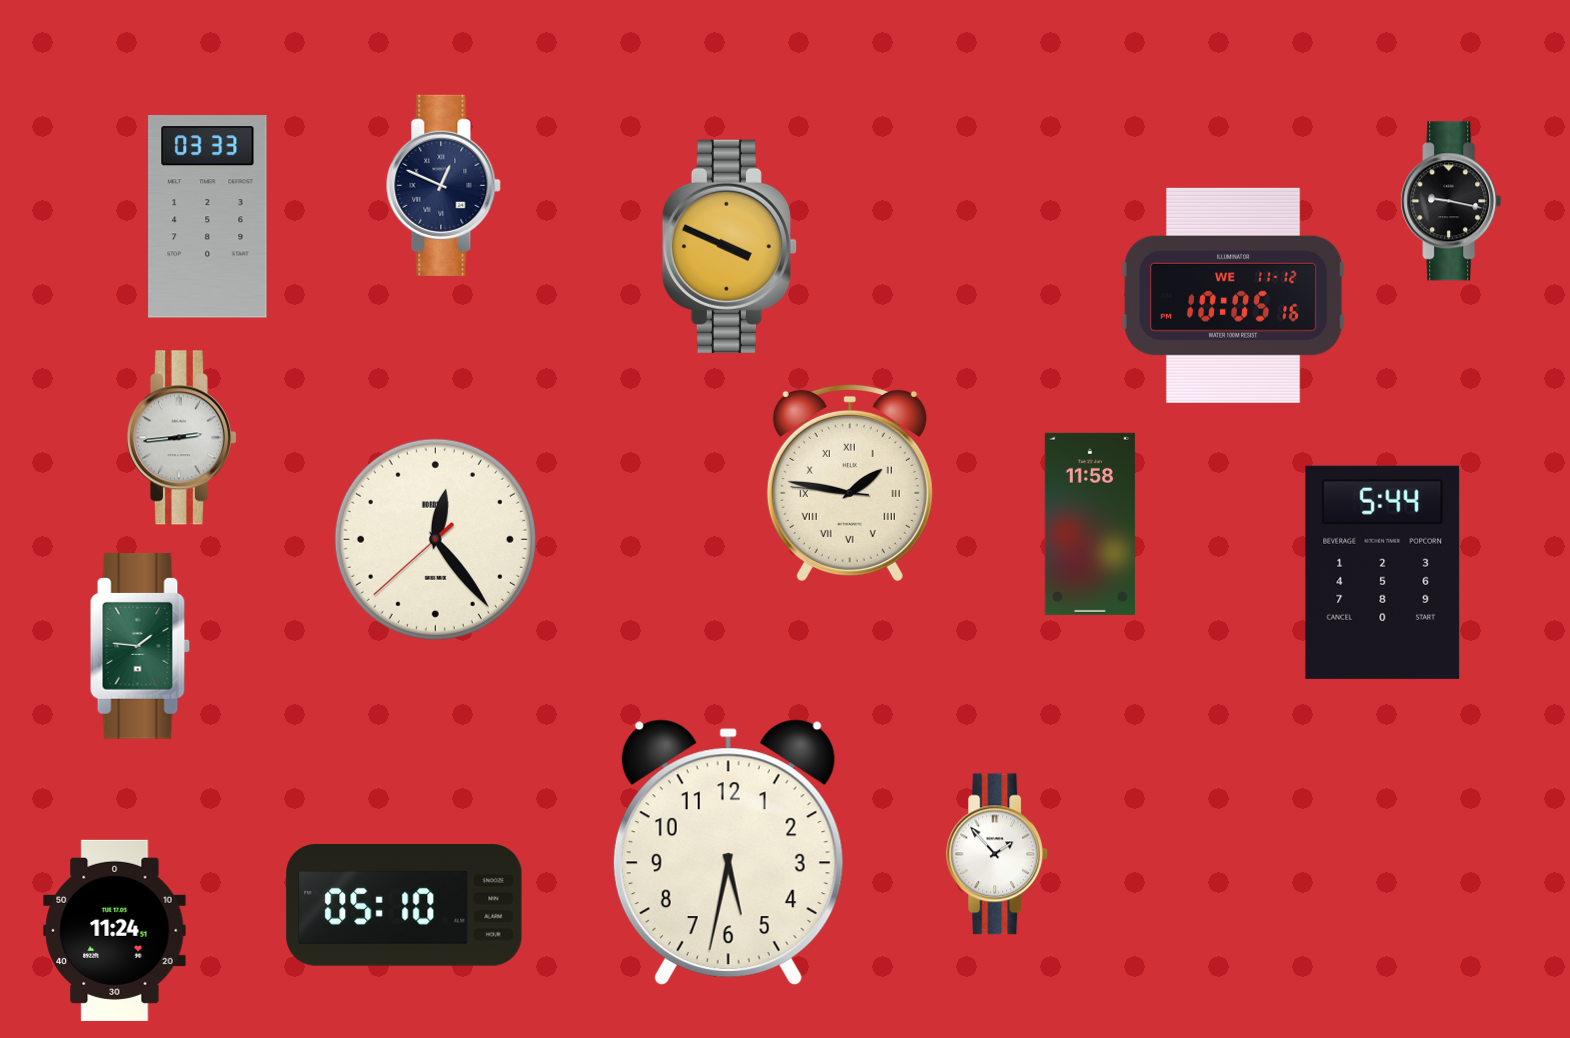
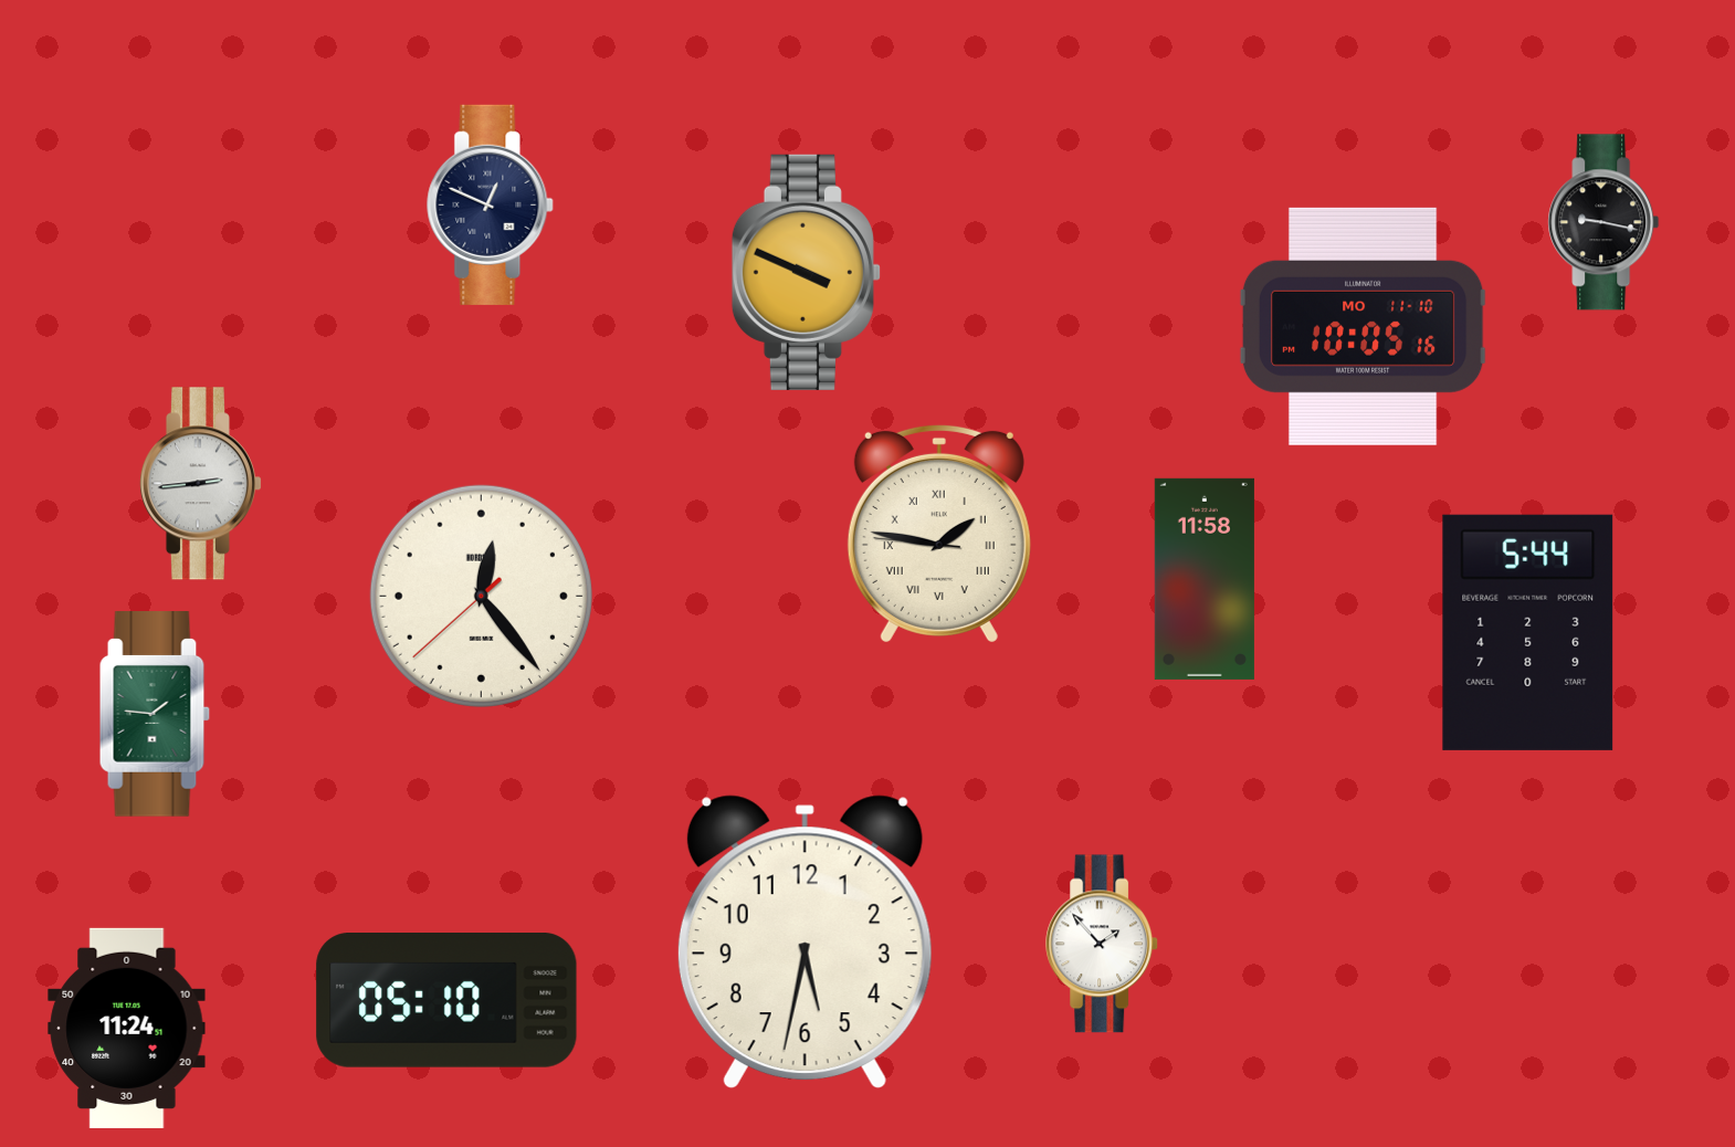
clock at (208, 217): 03:33 -> none
clock at (1233, 295) date: WE 11-12 -> MO 11-10
